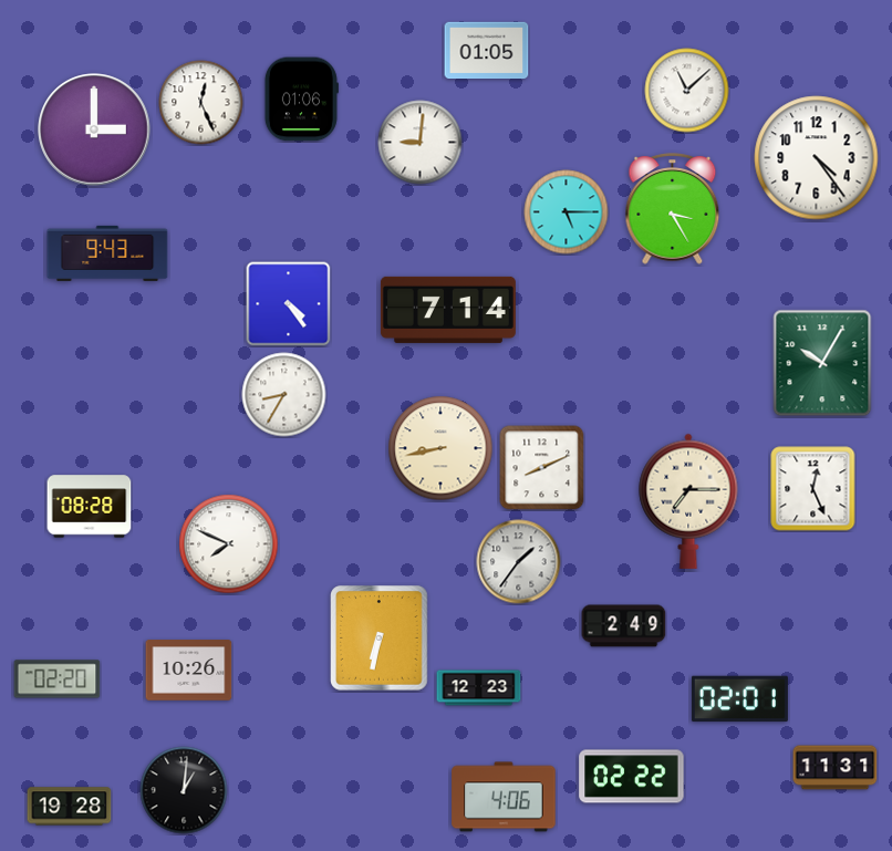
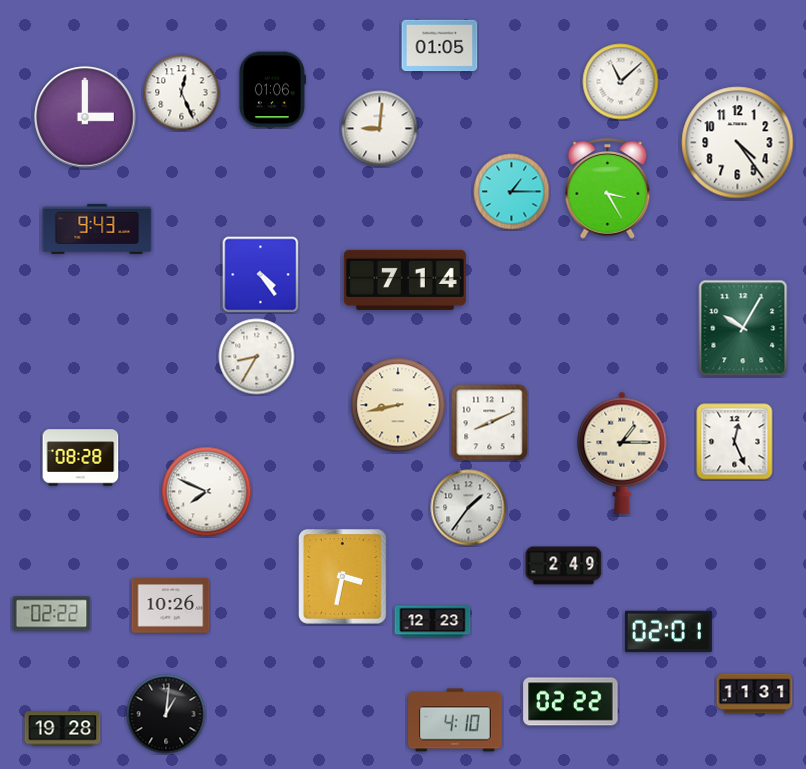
clock at (567, 212): 5:15 -> 1:15
clock at (688, 501): 7:15 -> 1:15
clock at (380, 639): 6:32 -> 3:32
clock at (58, 679): 02:20 -> 02:22
clock at (504, 797): 4:06 -> 4:10
